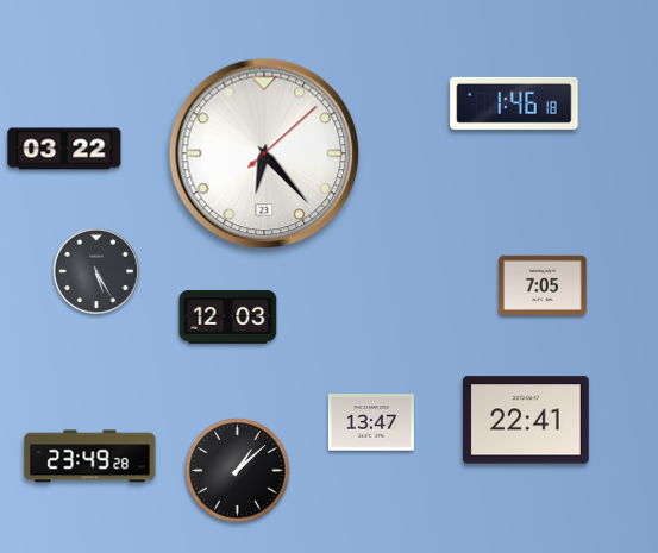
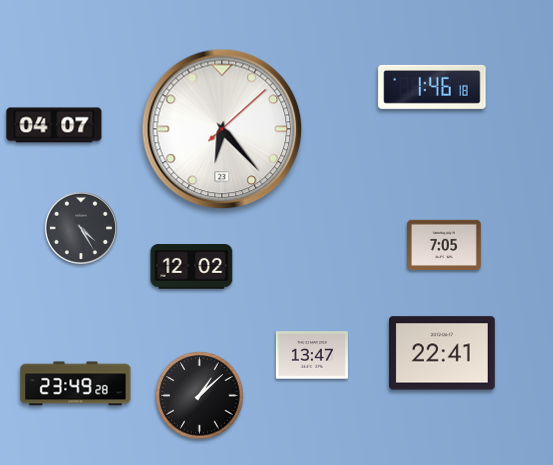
clock at (64, 149): 03:22 -> 04:07
clock at (96, 271): 5:25 -> 4:25
clock at (543, 284) position: (543, 284) -> (444, 244)
clock at (228, 318): 12:03 -> 12:02
